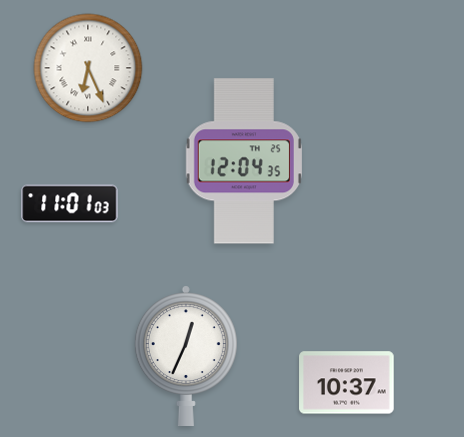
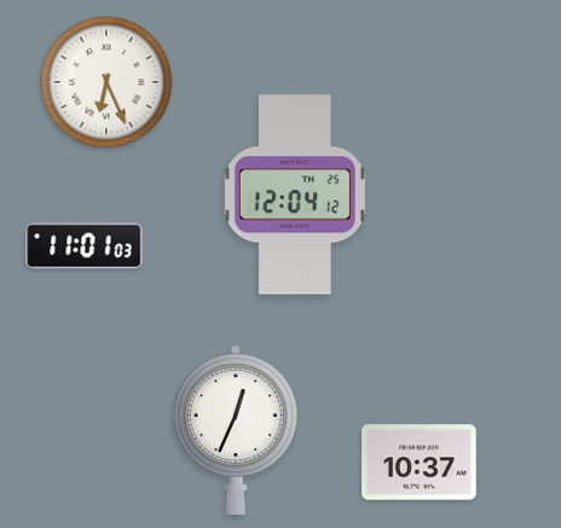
clock at (244, 161): 12:04:35 -> 12:04:12
clock at (186, 355) position: (186, 355) -> (236, 429)
